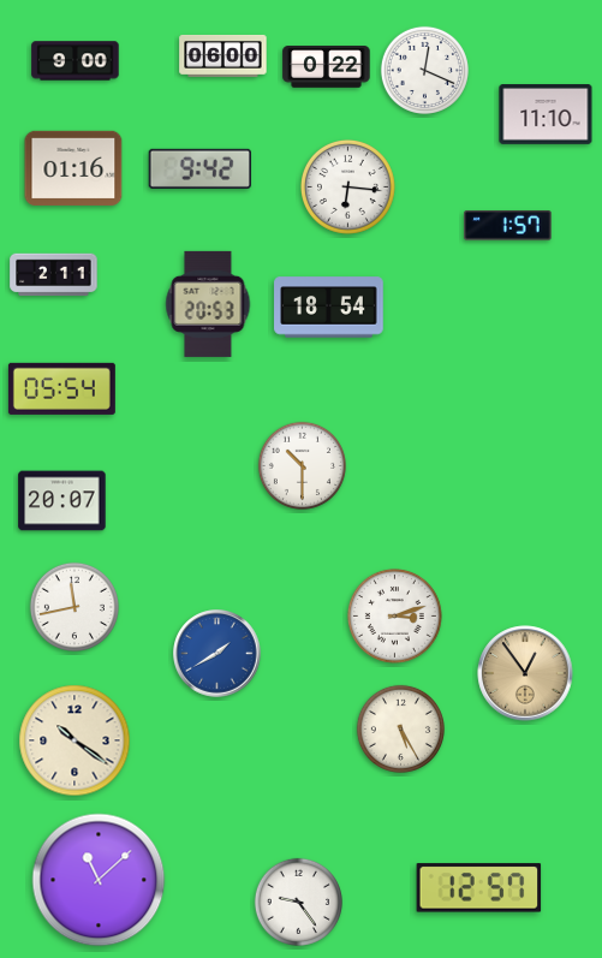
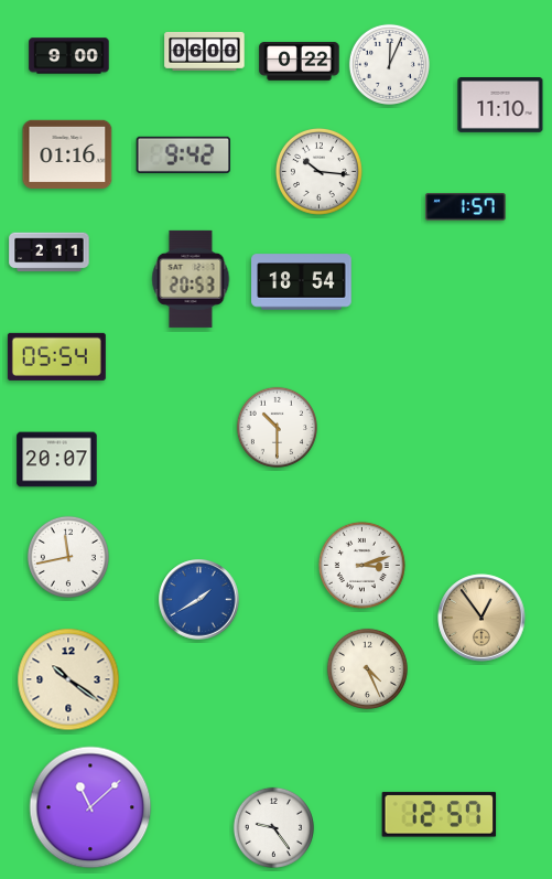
clock at (424, 70): 12:19 -> 12:04
clock at (347, 186): 6:16 -> 10:16
clock at (400, 728): 5:25 -> 4:26
